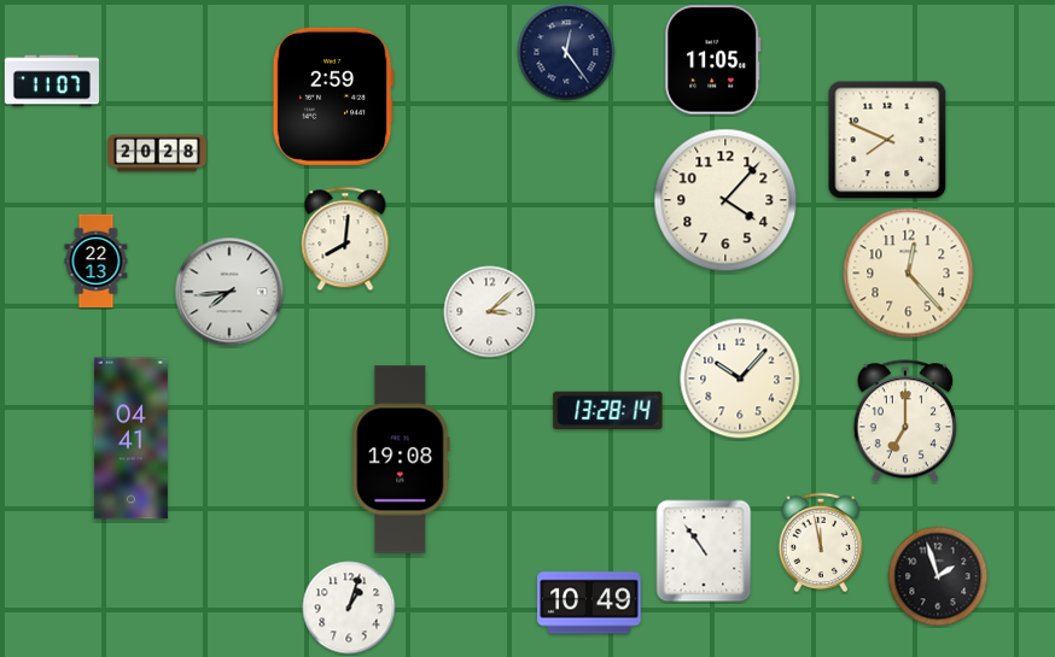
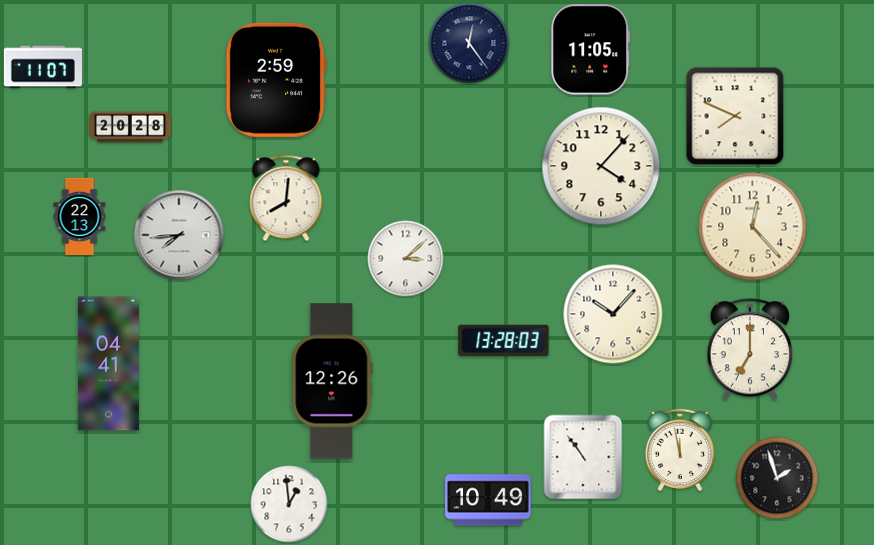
clock at (229, 292) position: (229, 292) -> (179, 235)
clock at (608, 411): 13:28:14 -> 13:28:03
clock at (401, 459): 19:08 -> 12:26
clock at (349, 608): 1:03 -> 12:59
